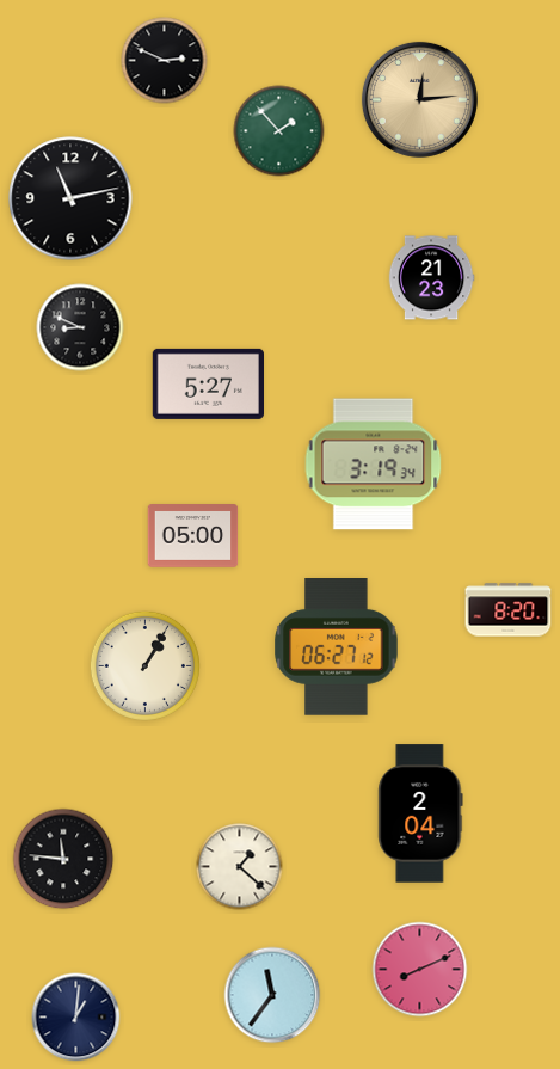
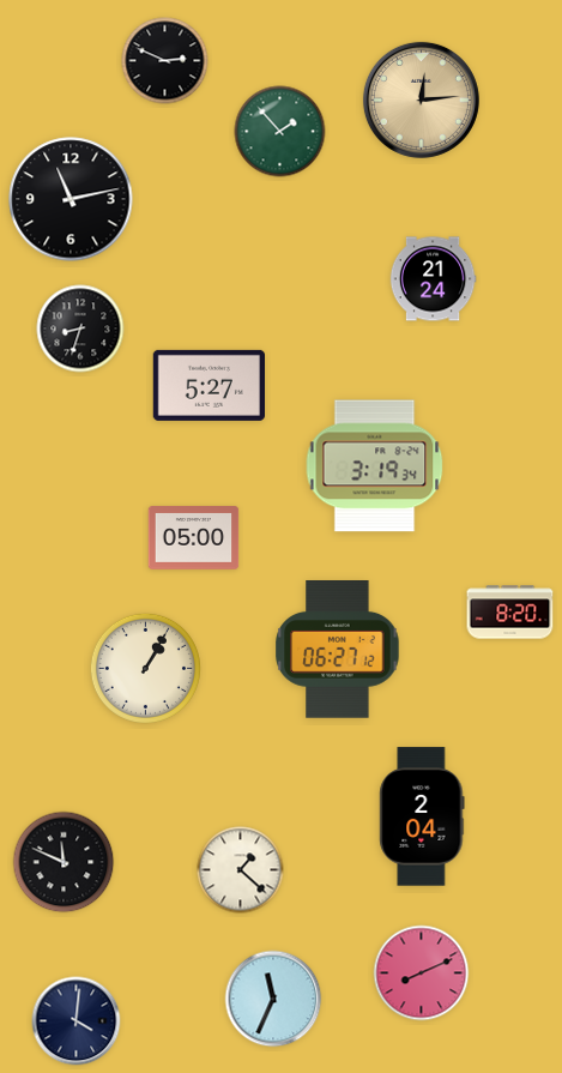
clock at (431, 278): 21:23 -> 21:24
clock at (80, 327): 8:49 -> 8:33
clock at (63, 859): 11:46 -> 11:49
clock at (272, 995): 11:36 -> 11:34
clock at (76, 1018): 1:01 -> 4:01
